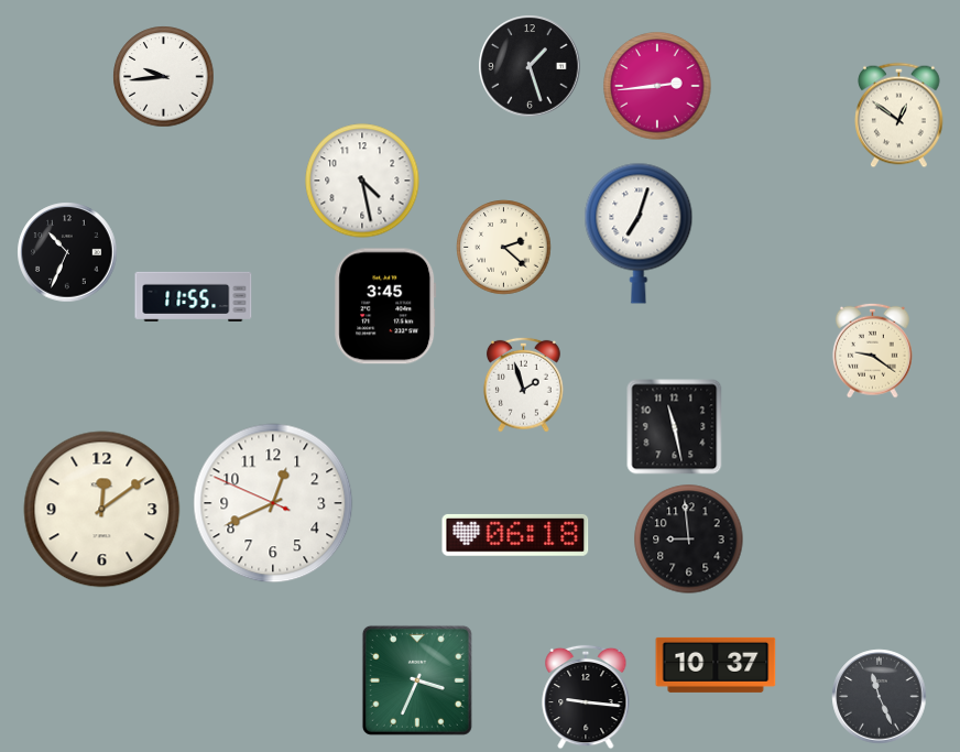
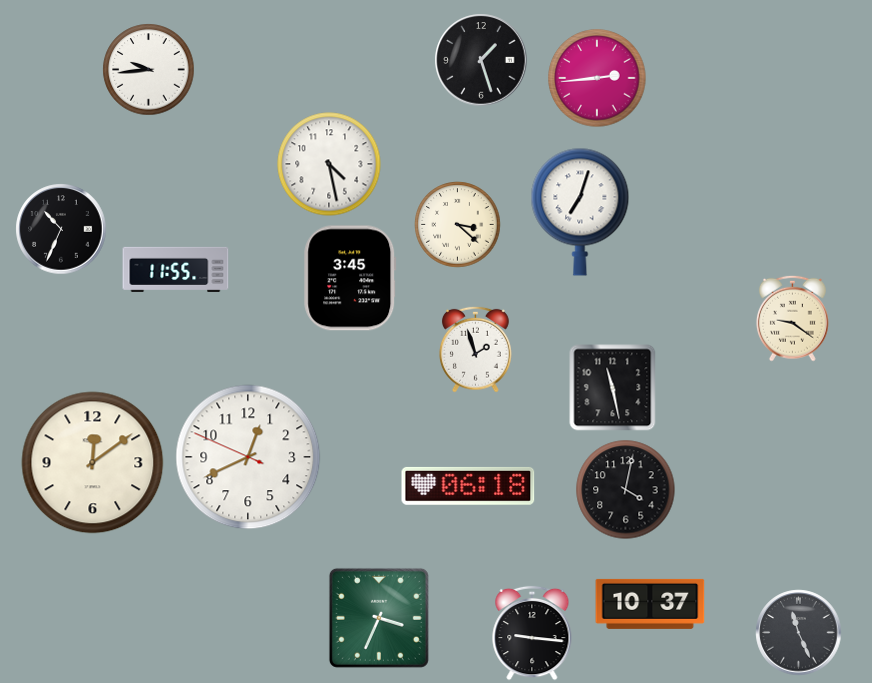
clock at (899, 116): 12:51 -> none
clock at (504, 248): 2:22 -> 3:22
clock at (689, 540): 8:59 -> 4:02
